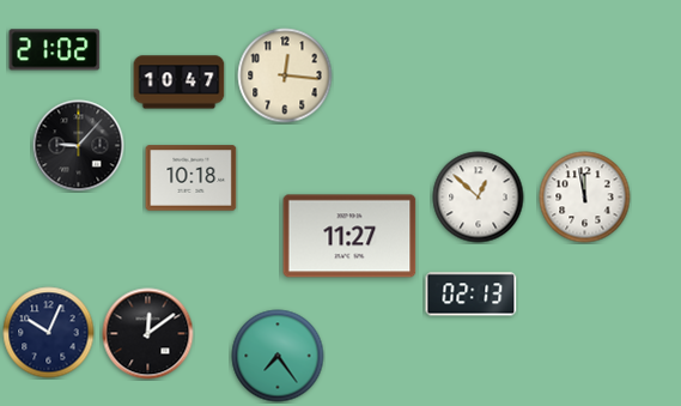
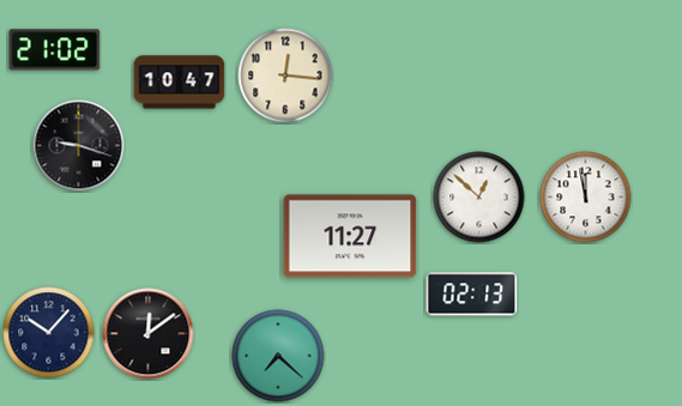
clock at (79, 146): 9:07 -> 9:18
clock at (191, 178): 10:18 -> none
clock at (49, 333): 10:04 -> 10:07
clock at (278, 356): 7:24 -> 7:22
